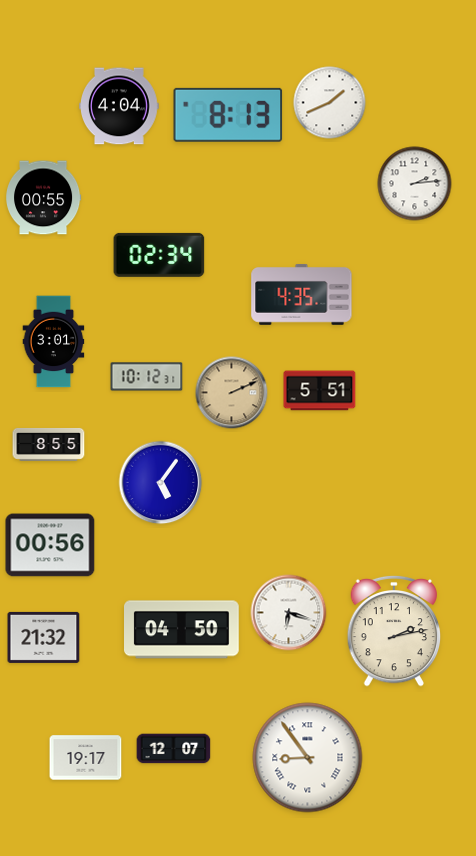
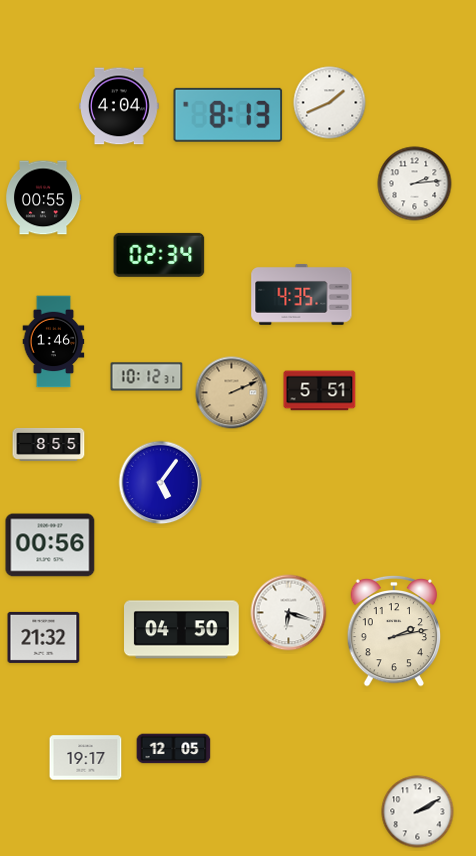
clock at (54, 342): 3:01 -> 1:46
clock at (174, 749): 12:07 -> 12:05
clock at (308, 758): 8:54 -> none
clock at (418, 812): none -> 2:10
